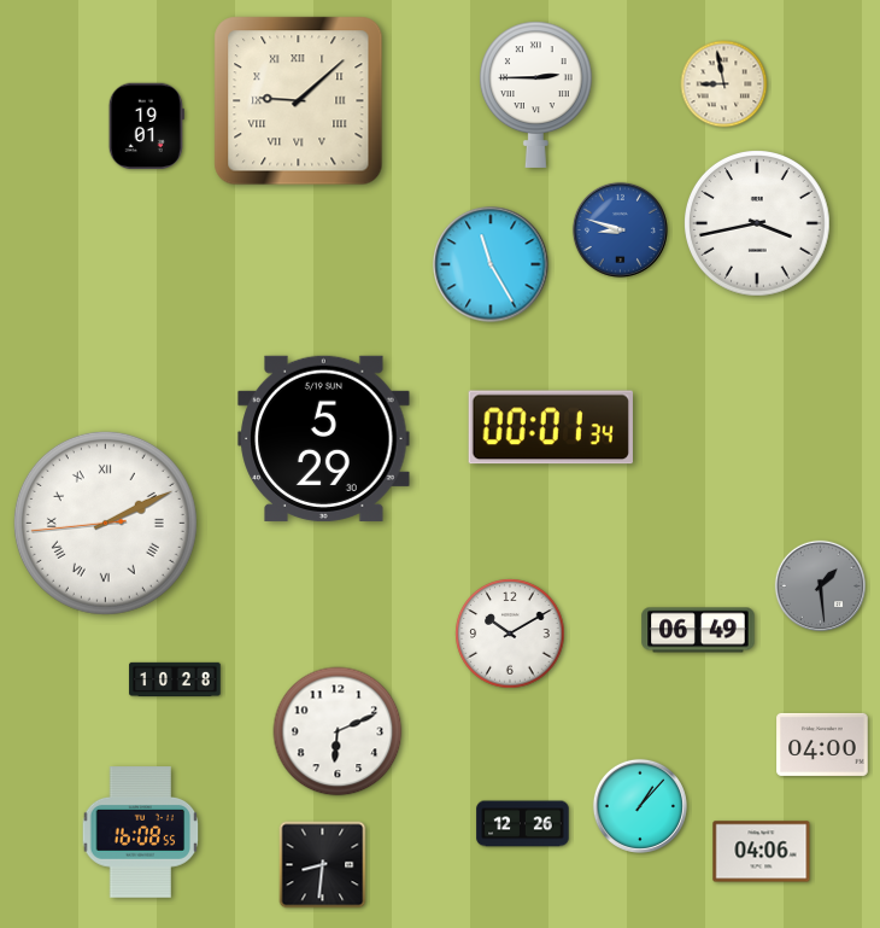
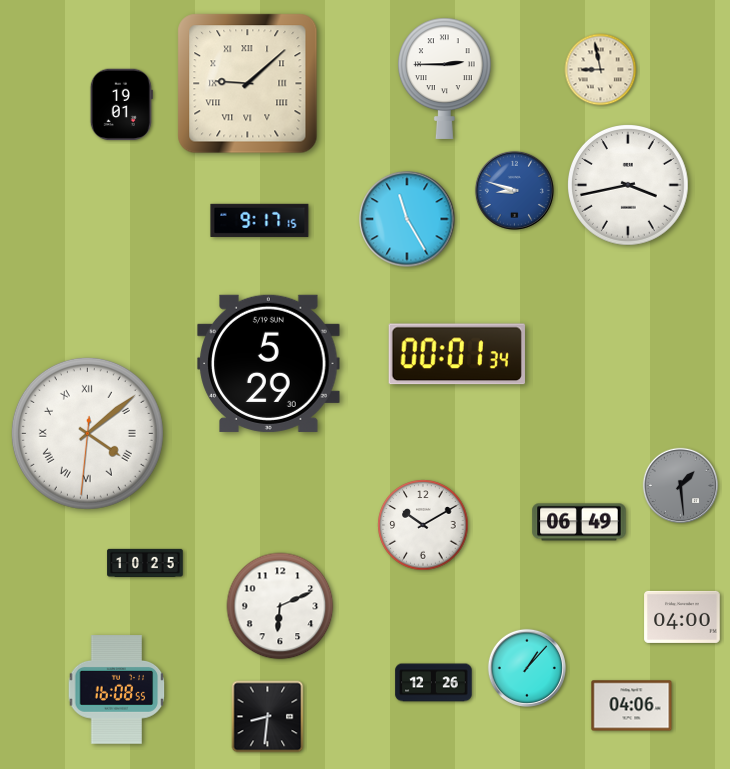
clock at (260, 220): none -> 9:17
clock at (105, 523): 2:10 -> 4:08
clock at (175, 679): 10:28 -> 10:25
clock at (640, 806) position: (640, 806) -> (527, 668)
